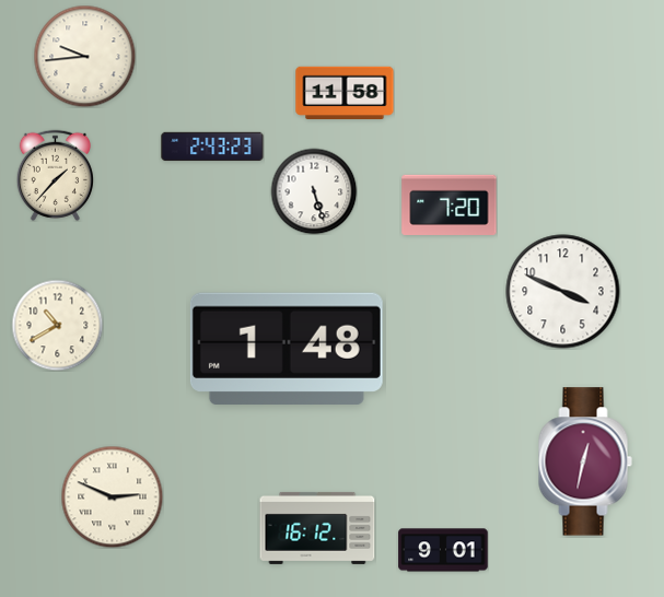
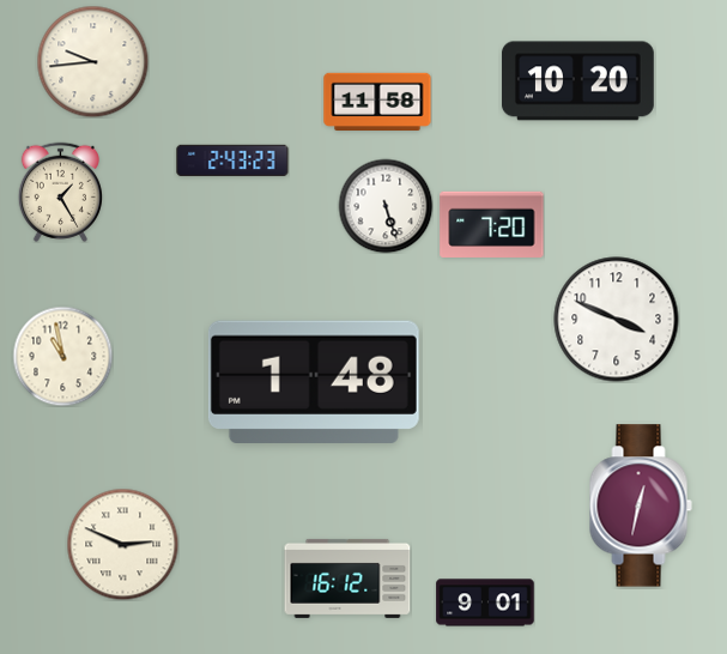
clock at (577, 81): none -> 10:20
clock at (55, 175): 1:37 -> 1:25
clock at (314, 191) position: (314, 191) -> (386, 206)
clock at (57, 325): 10:40 -> 10:58
